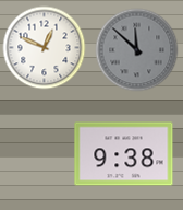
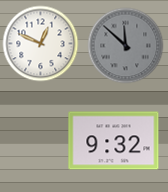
clock at (124, 154): 9:38 -> 9:32
